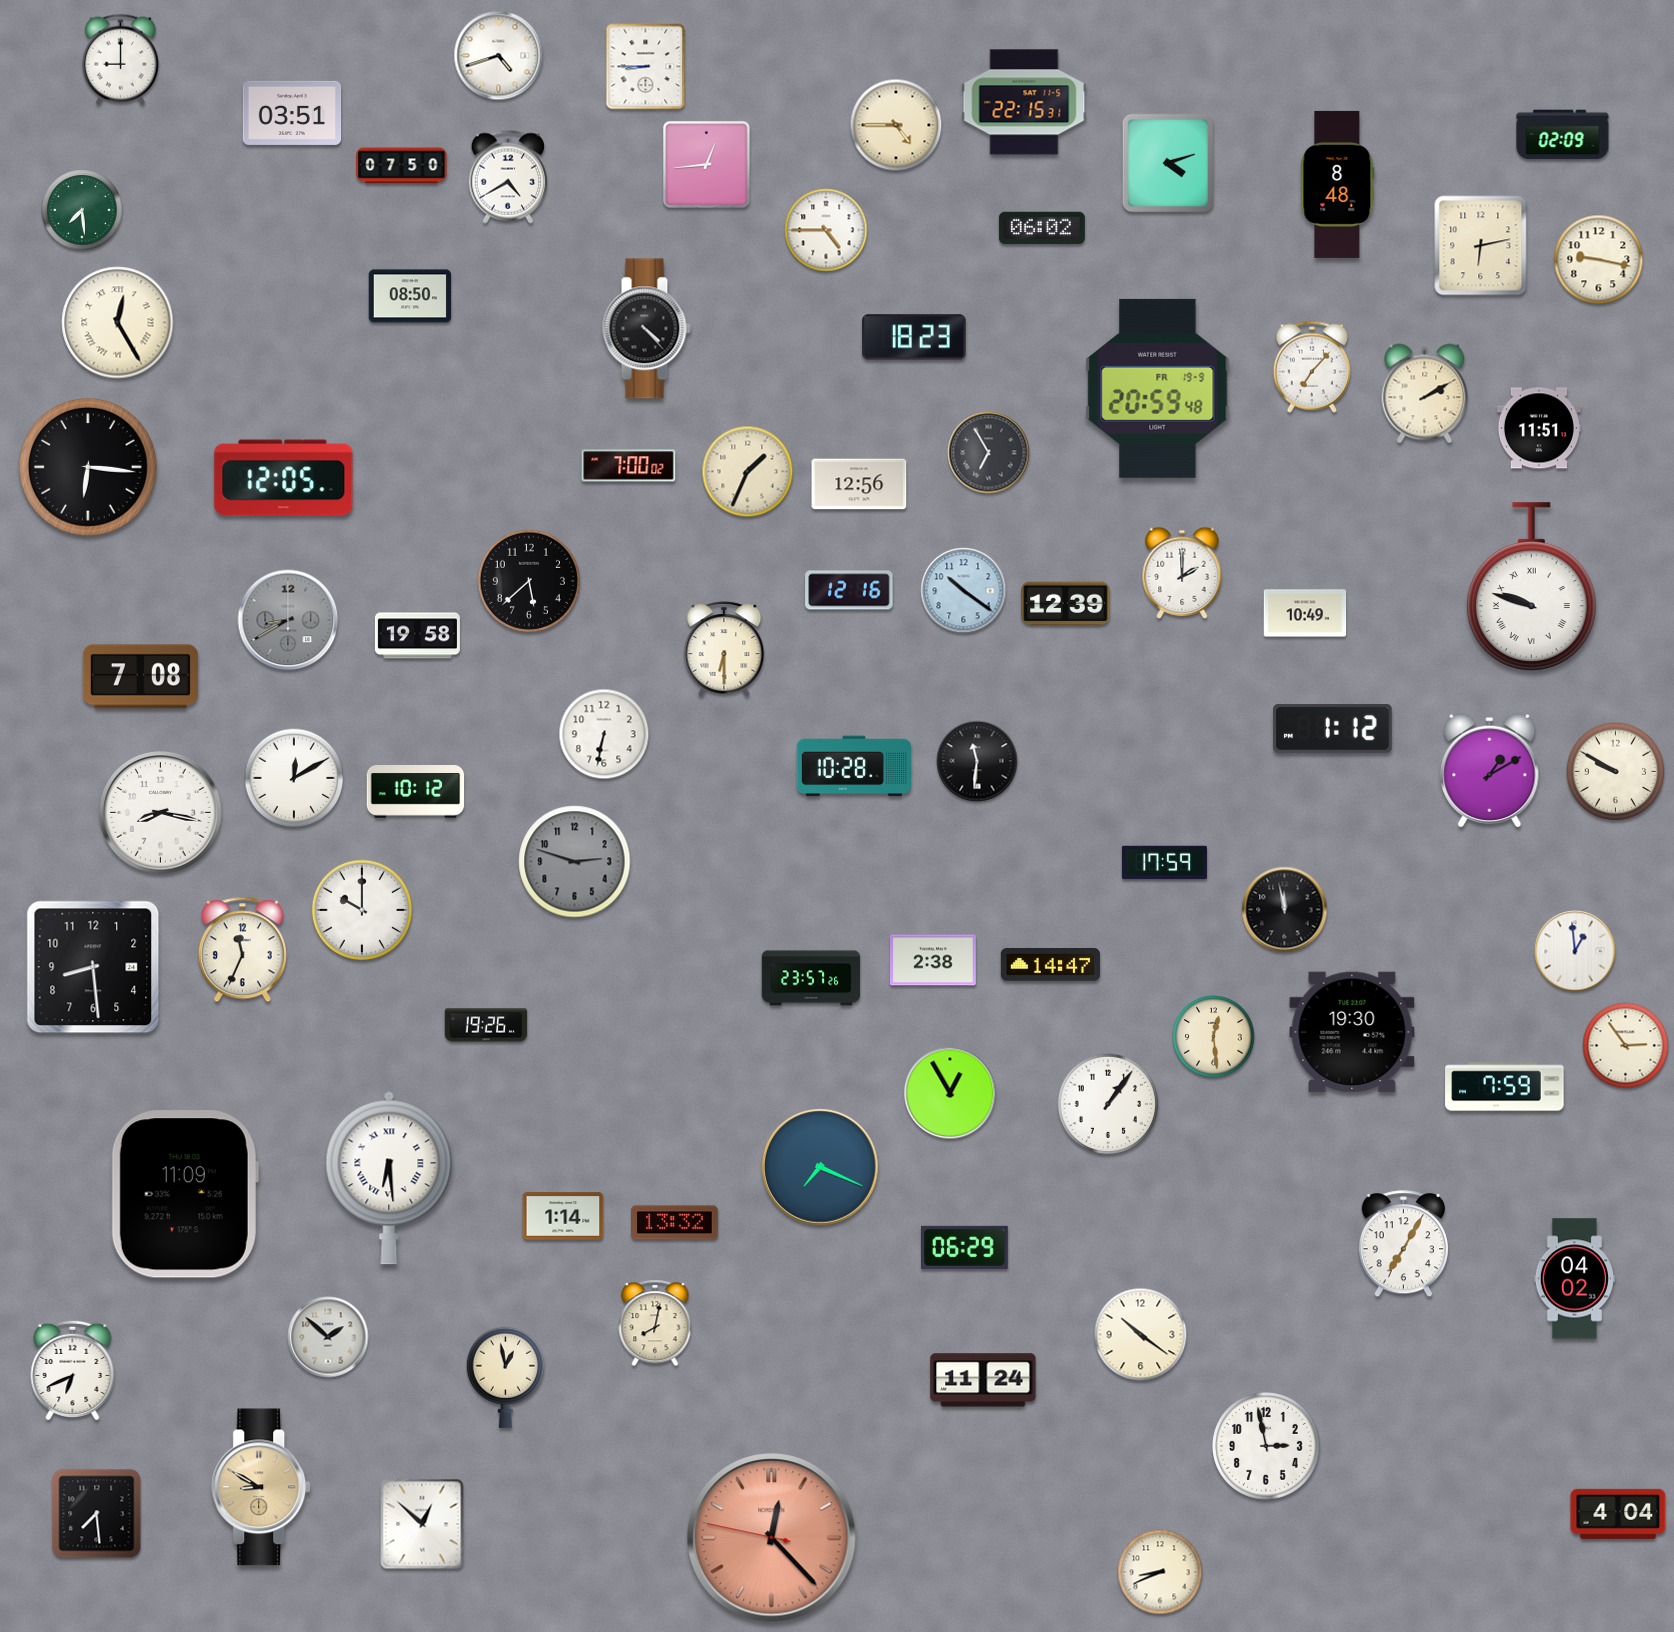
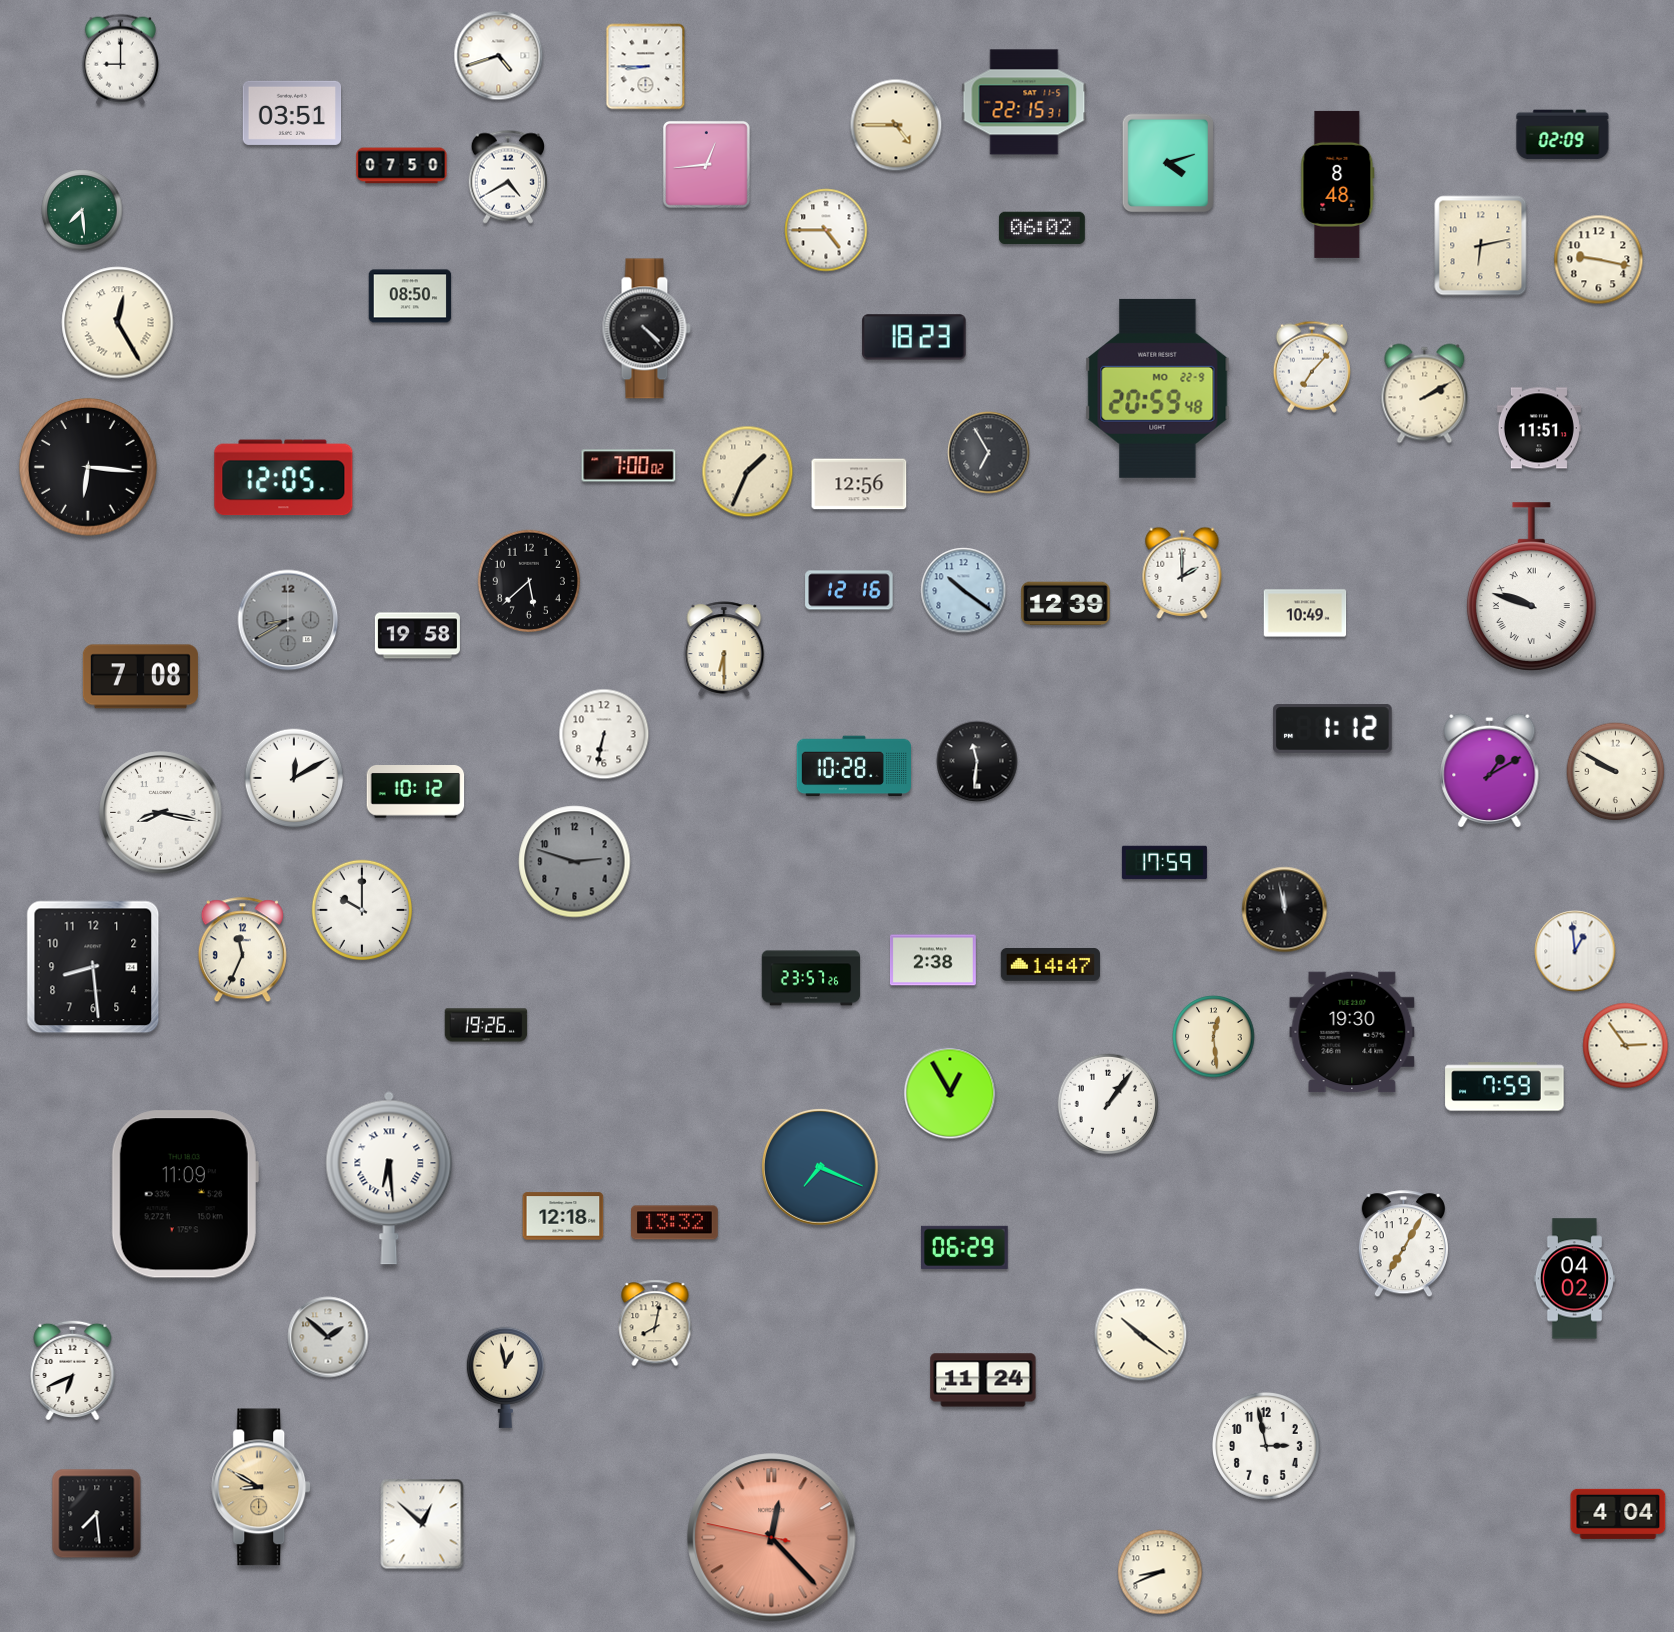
clock at (1158, 388) date: FR 19-9 -> MO 22-9
clock at (563, 1216): 1:14 -> 12:18
